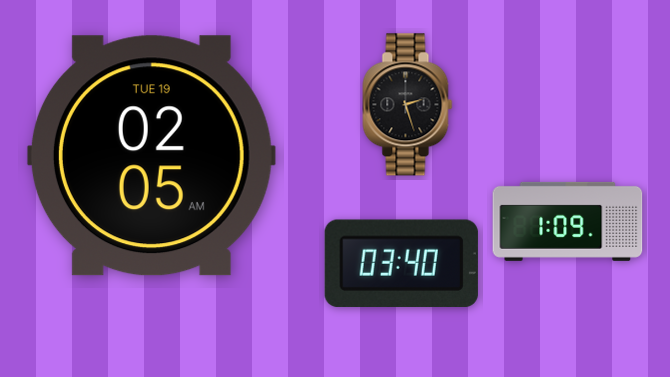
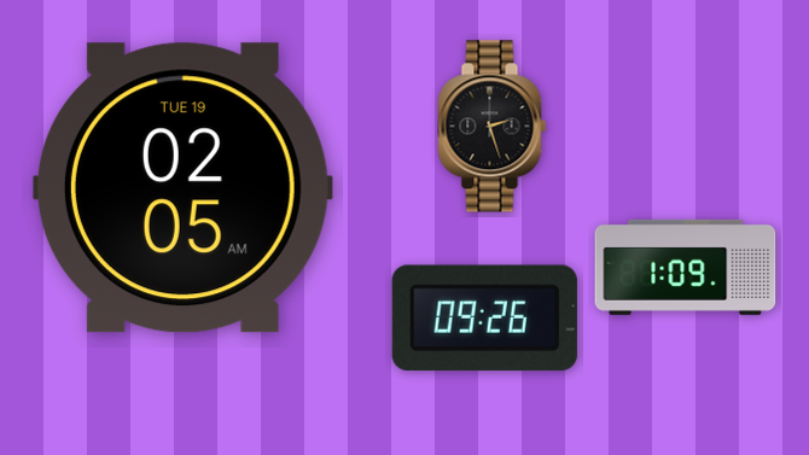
clock at (401, 263): 03:40 -> 09:26
